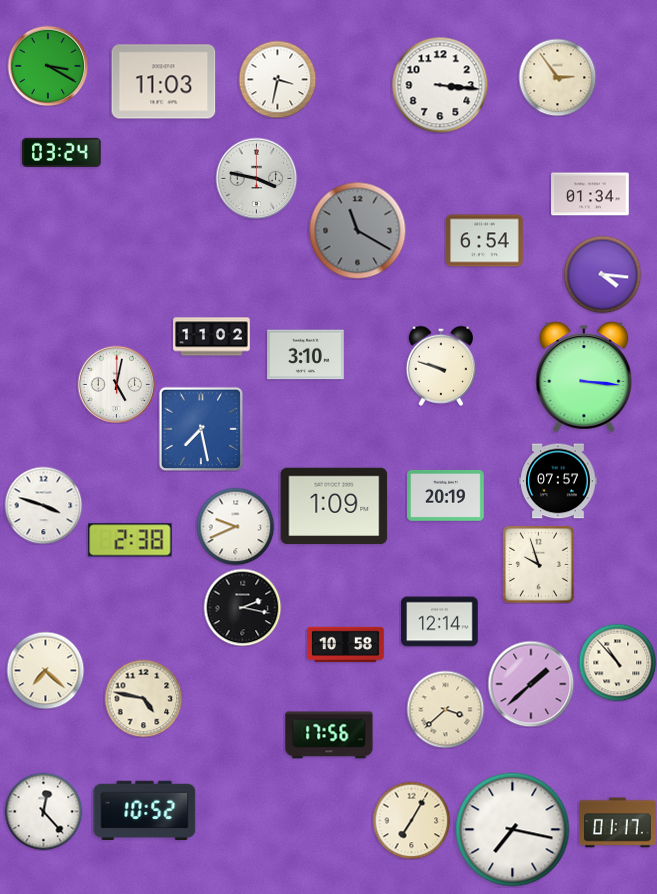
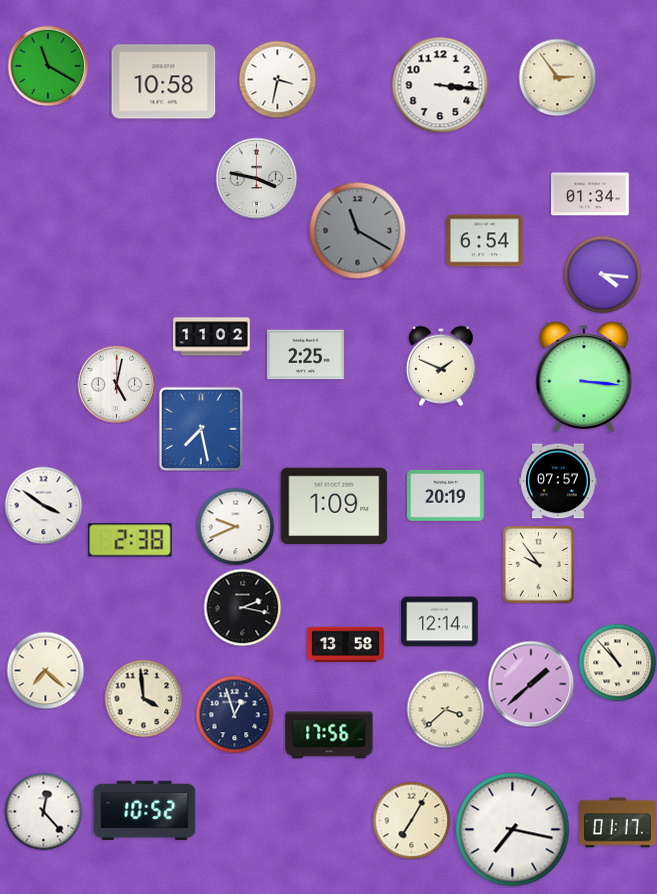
clock at (48, 66): 3:20 -> 11:20
clock at (164, 82): 11:03 -> 10:58
clock at (62, 152): 03:24 -> none
clock at (306, 355): 3:10 -> 2:25
clock at (440, 366): 9:48 -> 1:49
clock at (43, 505): 3:48 -> 3:51
clock at (538, 564): 9:57 -> 9:54
clock at (346, 645): 10:58 -> 13:58
clock at (143, 698): 4:47 -> 3:59
clock at (234, 714): none -> 12:57
